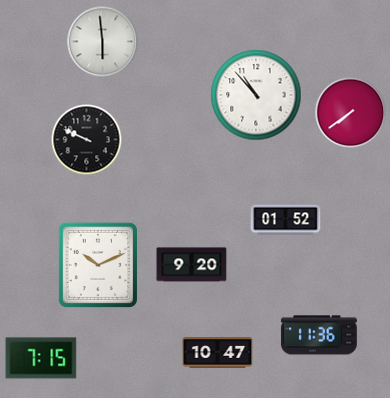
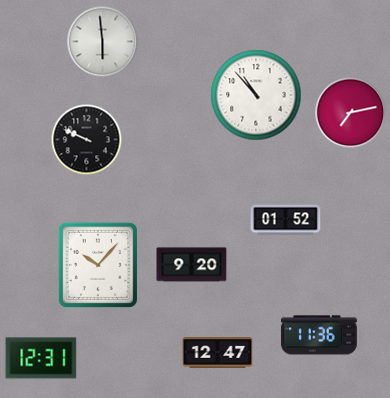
clock at (351, 113): 7:39 -> 7:13
clock at (98, 265): 10:11 -> 10:07
clock at (218, 353): 10:47 -> 12:47
clock at (41, 358): 7:15 -> 12:31
